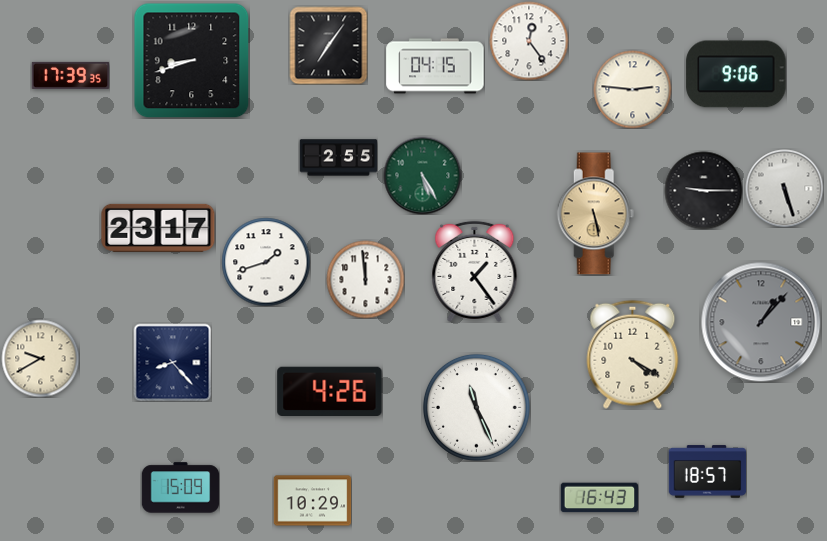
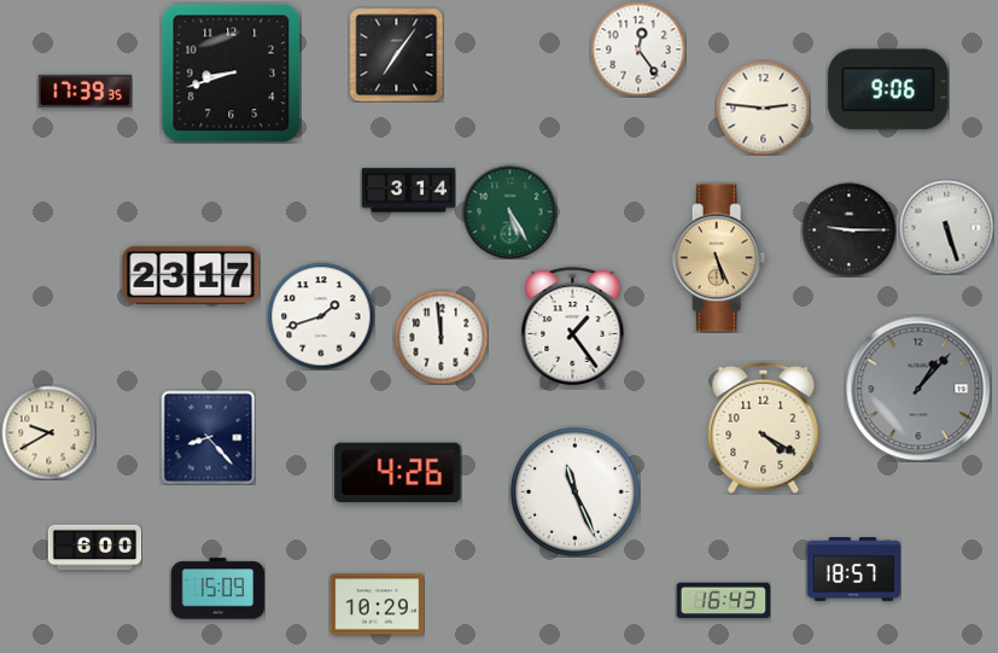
clock at (435, 66): 04:15 -> none
clock at (338, 158): 2:55 -> 3:14
clock at (596, 214): 5:28 -> 5:26
clock at (94, 548): none -> 6:00
